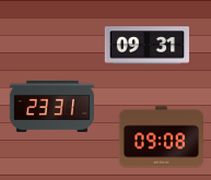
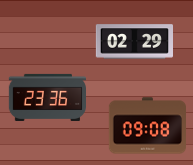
clock at (146, 46): 09:31 -> 02:29
clock at (51, 106): 23:31 -> 23:36
